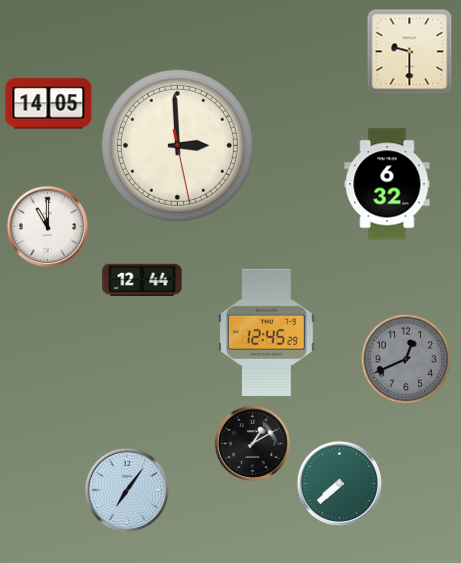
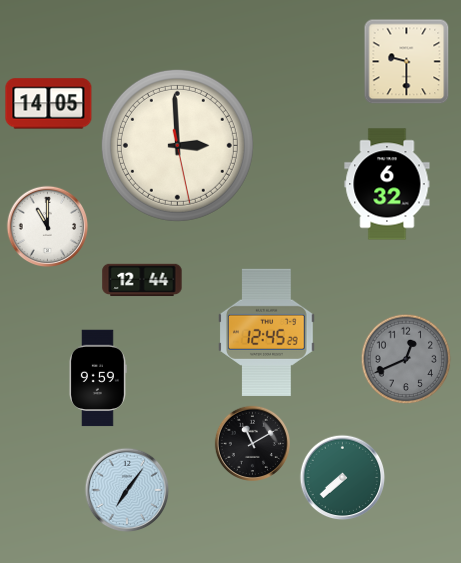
clock at (410, 52) position: (410, 52) -> (407, 62)
clock at (97, 378): none -> 9:59
clock at (252, 443): 1:10 -> 11:10
clock at (340, 484) position: (340, 484) -> (343, 478)
